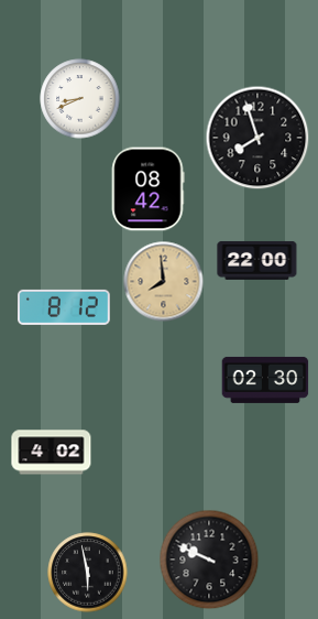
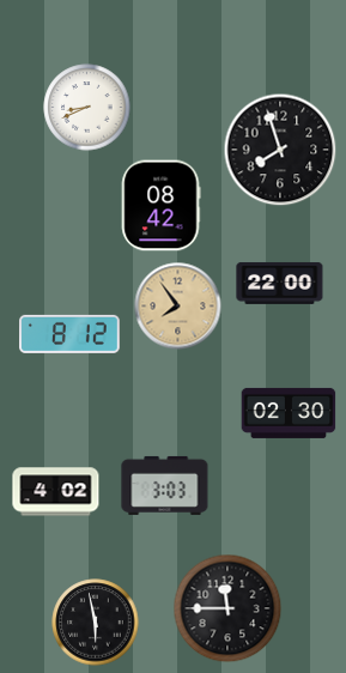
clock at (164, 282): 7:59 -> 7:54
clock at (165, 485): none -> 3:03
clock at (209, 560): 9:49 -> 11:45
